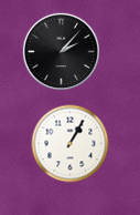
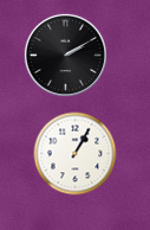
clock at (61, 51): 2:07 -> 2:10
